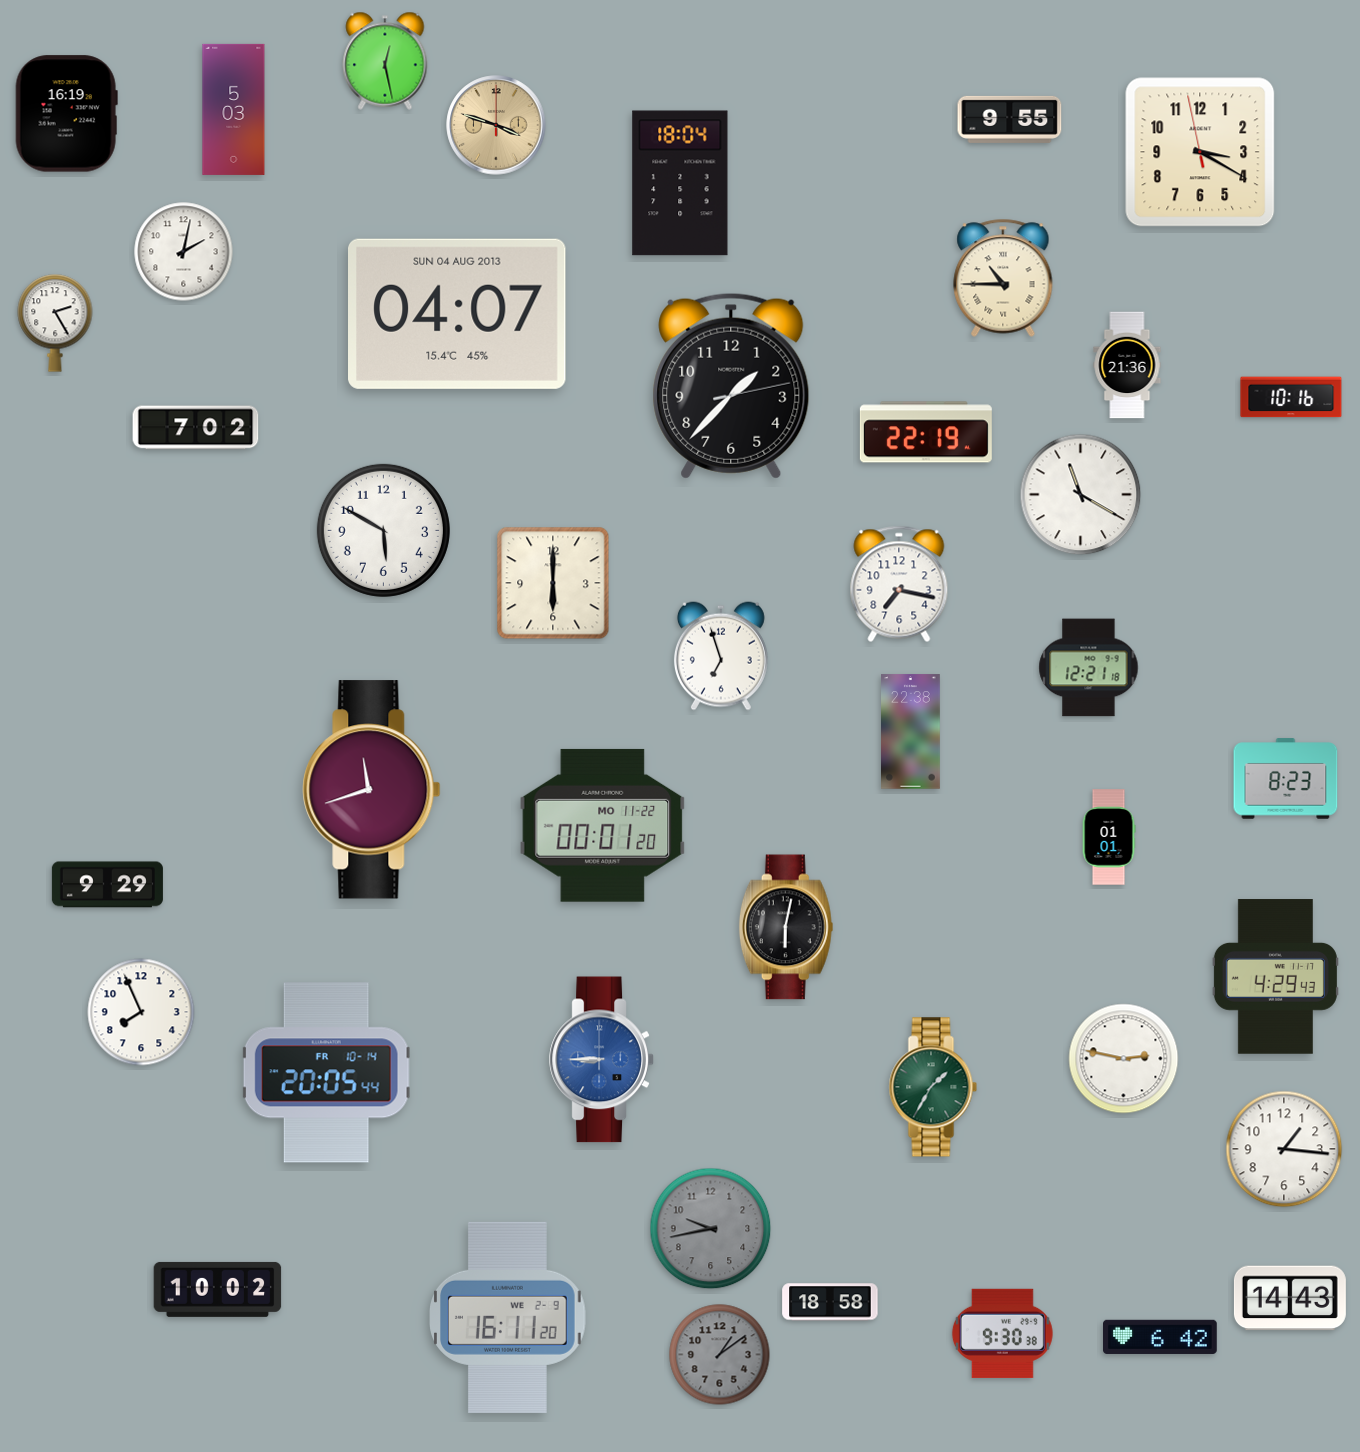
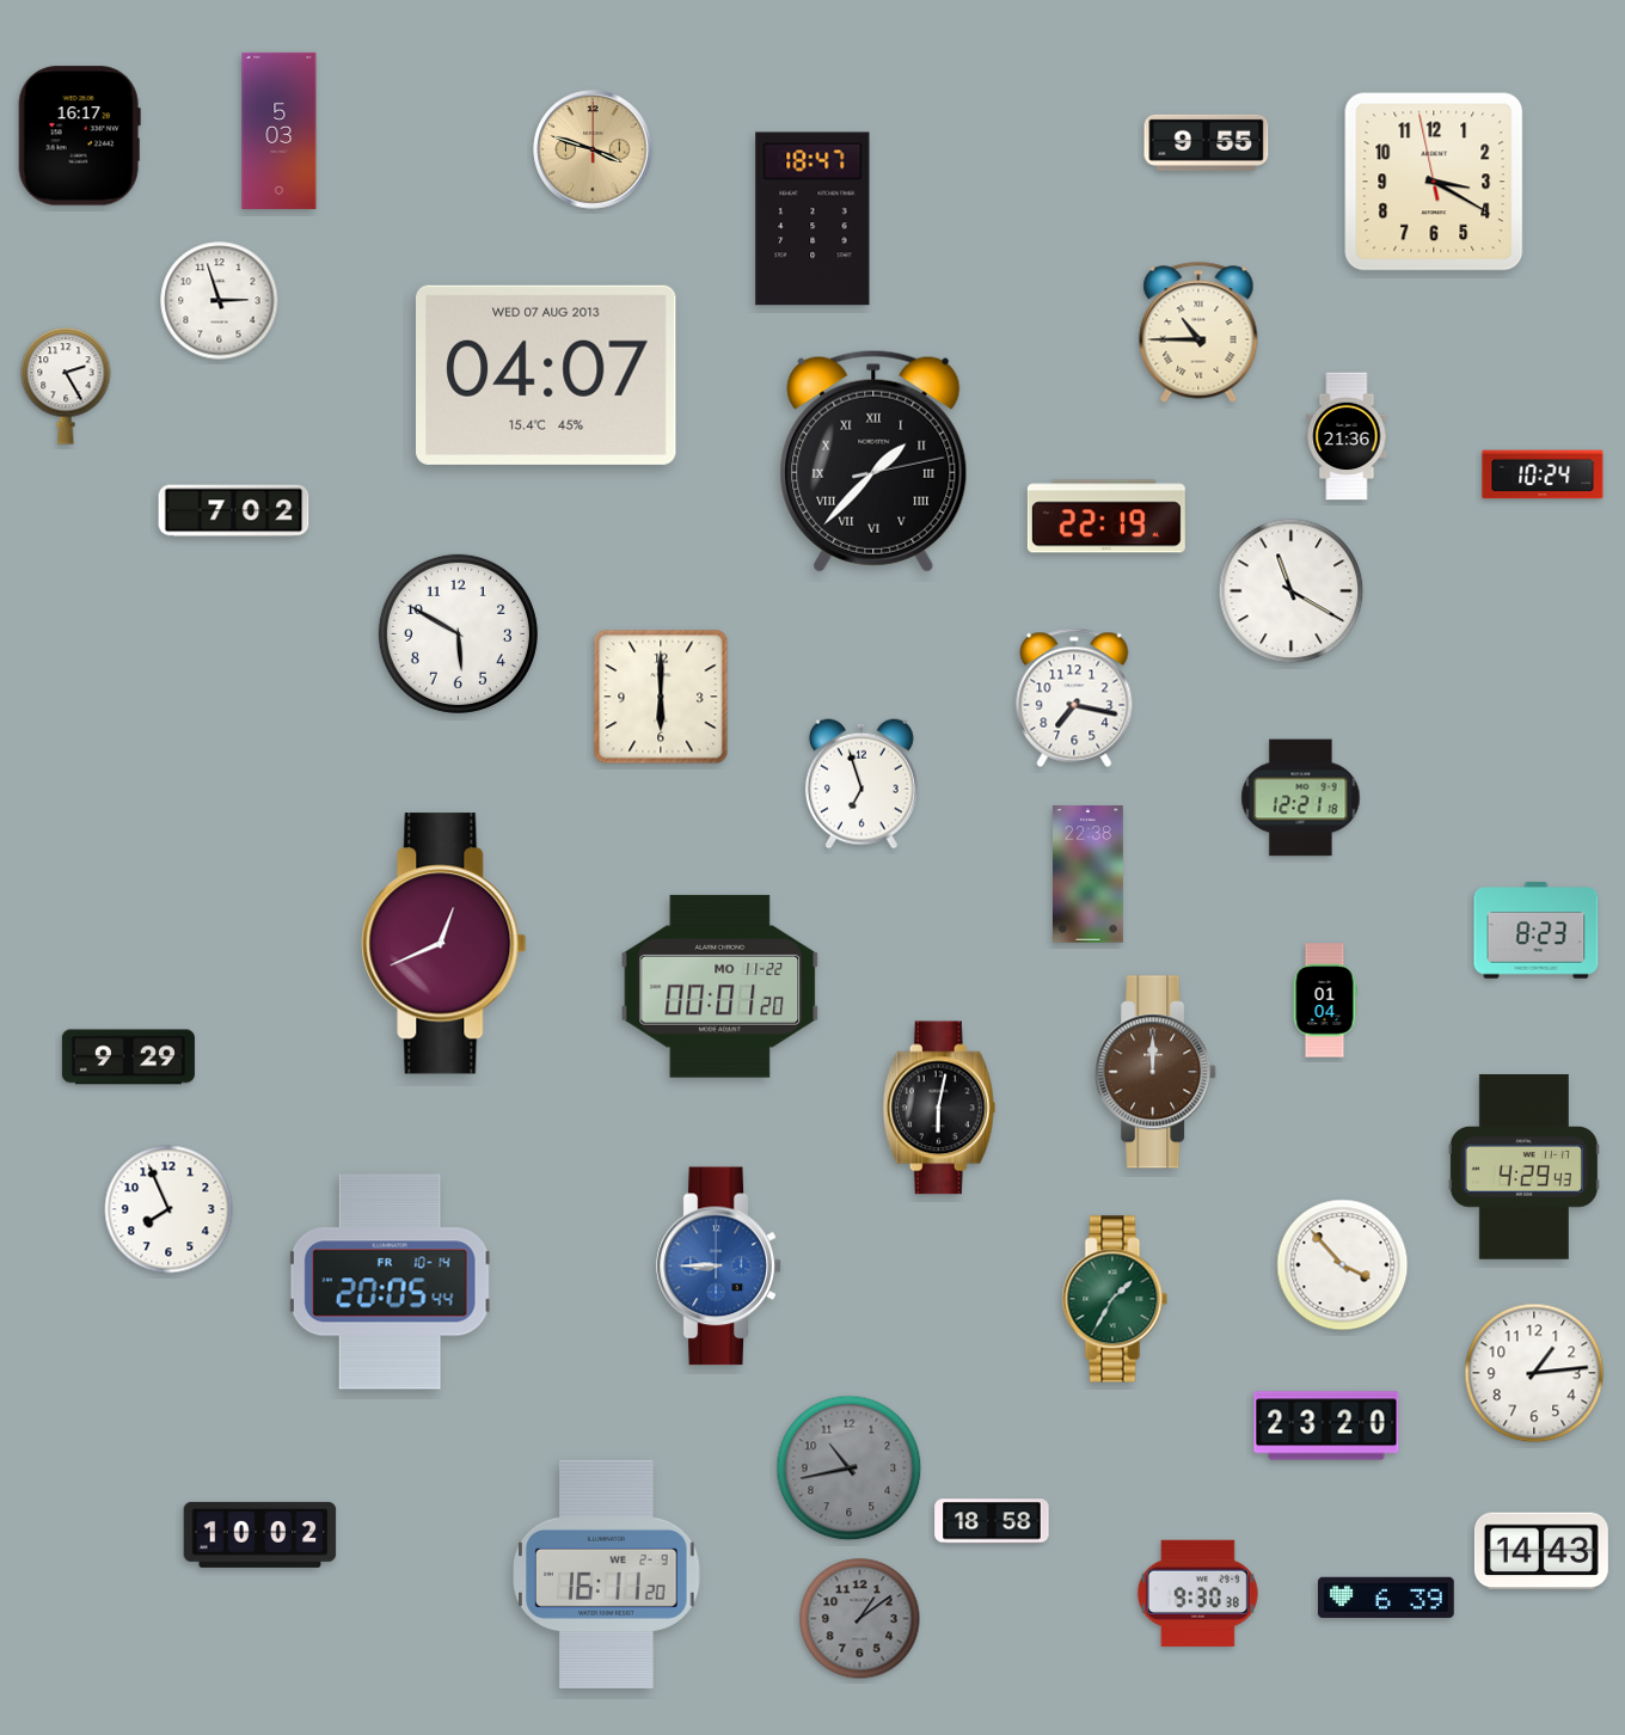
clock at (385, 61): 12:28 -> none
clock at (66, 114): 16:19 -> 16:17
clock at (680, 183): 18:04 -> 18:47
clock at (184, 252): 2:02 -> 2:57
clock at (458, 314) date: SUN 04 AUG 2013 -> WED 07 AUG 2013
clock at (731, 386) numerals: Arabic -> Roman
clock at (1291, 397): 10:16 -> 10:24
clock at (372, 790): 11:42 -> 12:41
clock at (1109, 837): 01:01 -> 01:04
clock at (1157, 1072): none -> 12:00
clock at (1124, 1059): 2:47 -> 3:53
clock at (1284, 1149): 1:16 -> 1:14
clock at (1326, 1426): none -> 23:20
clock at (711, 1229): 9:43 -> 10:43
clock at (218, 1289) position: (218, 1289) -> (260, 1534)
clock at (830, 1302) position: (830, 1302) -> (992, 1521)
clock at (1160, 1337): 6:42 -> 6:39
